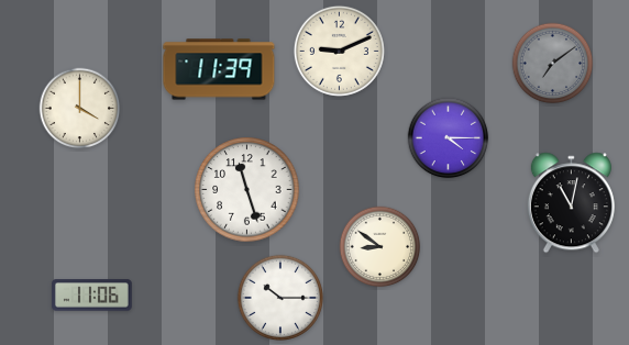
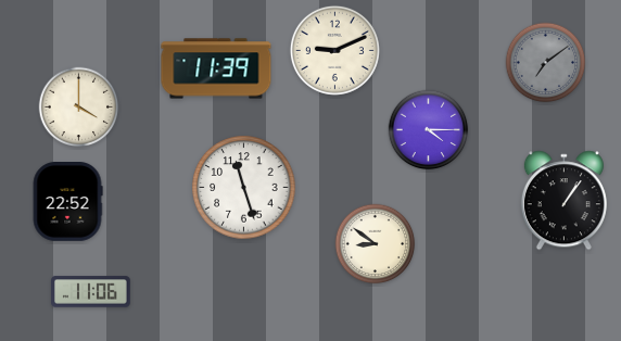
clock at (449, 138) position: (449, 138) -> (429, 130)
clock at (571, 203): 11:02 -> 1:06
clock at (67, 202): none -> 22:52
clock at (279, 297): 10:15 -> none
